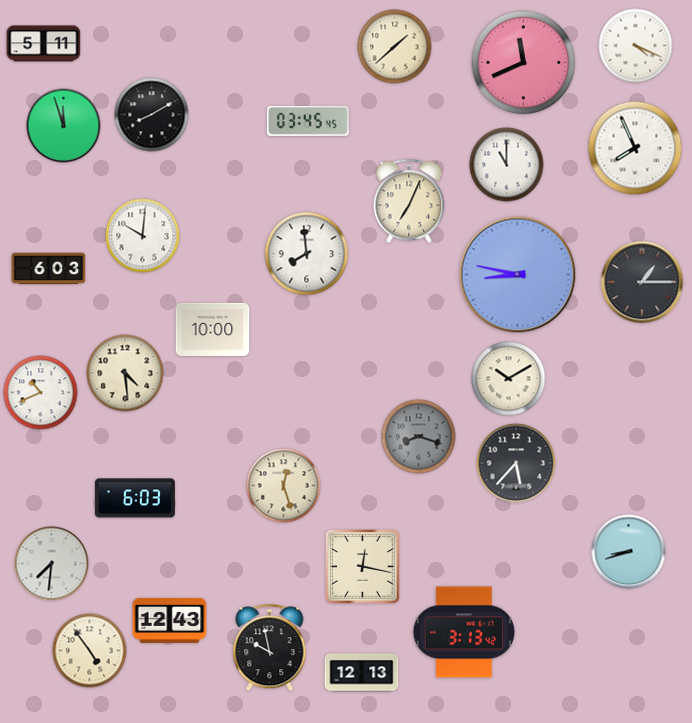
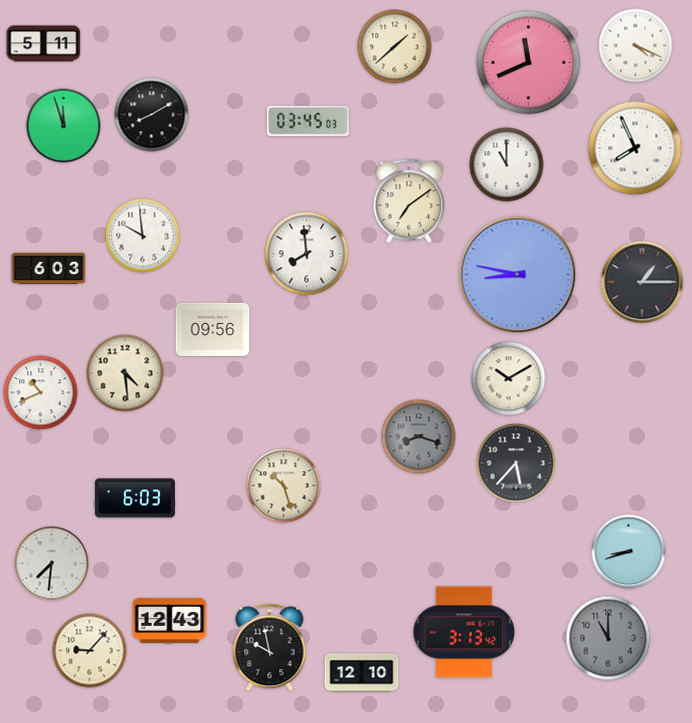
clock at (524, 63) position: (524, 63) -> (529, 63)
clock at (308, 121): 03:45:45 -> 03:45:03
clock at (409, 201): 7:04 -> 7:09
clock at (143, 236): 10:01 -> 9:59
clock at (213, 329): 10:00 -> 09:56
clock at (284, 486): 12:27 -> 10:27
clock at (363, 567): 12:17 -> none
clock at (608, 638): none -> 11:00
clock at (90, 651): 4:54 -> 9:07
clock at (362, 673): 12:13 -> 12:10
